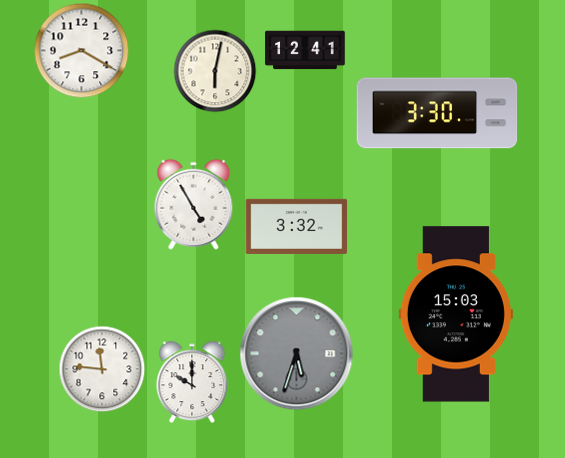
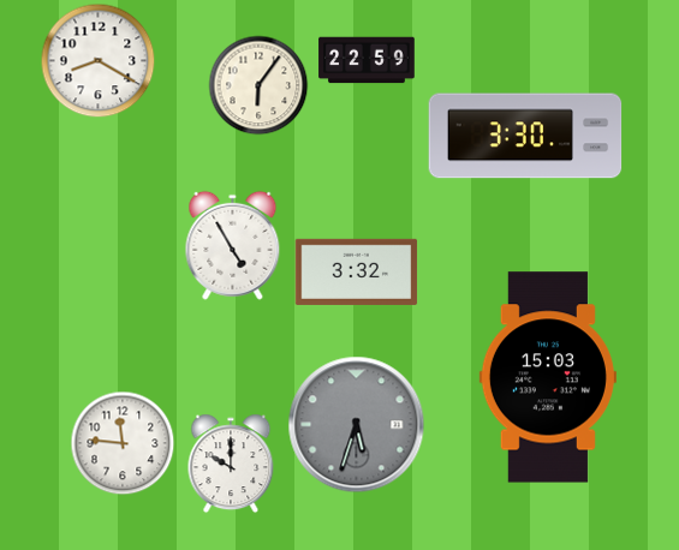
clock at (305, 50): 12:41 -> 22:59
clock at (215, 71): 6:02 -> 6:06
clock at (192, 382) position: (192, 382) -> (231, 464)
